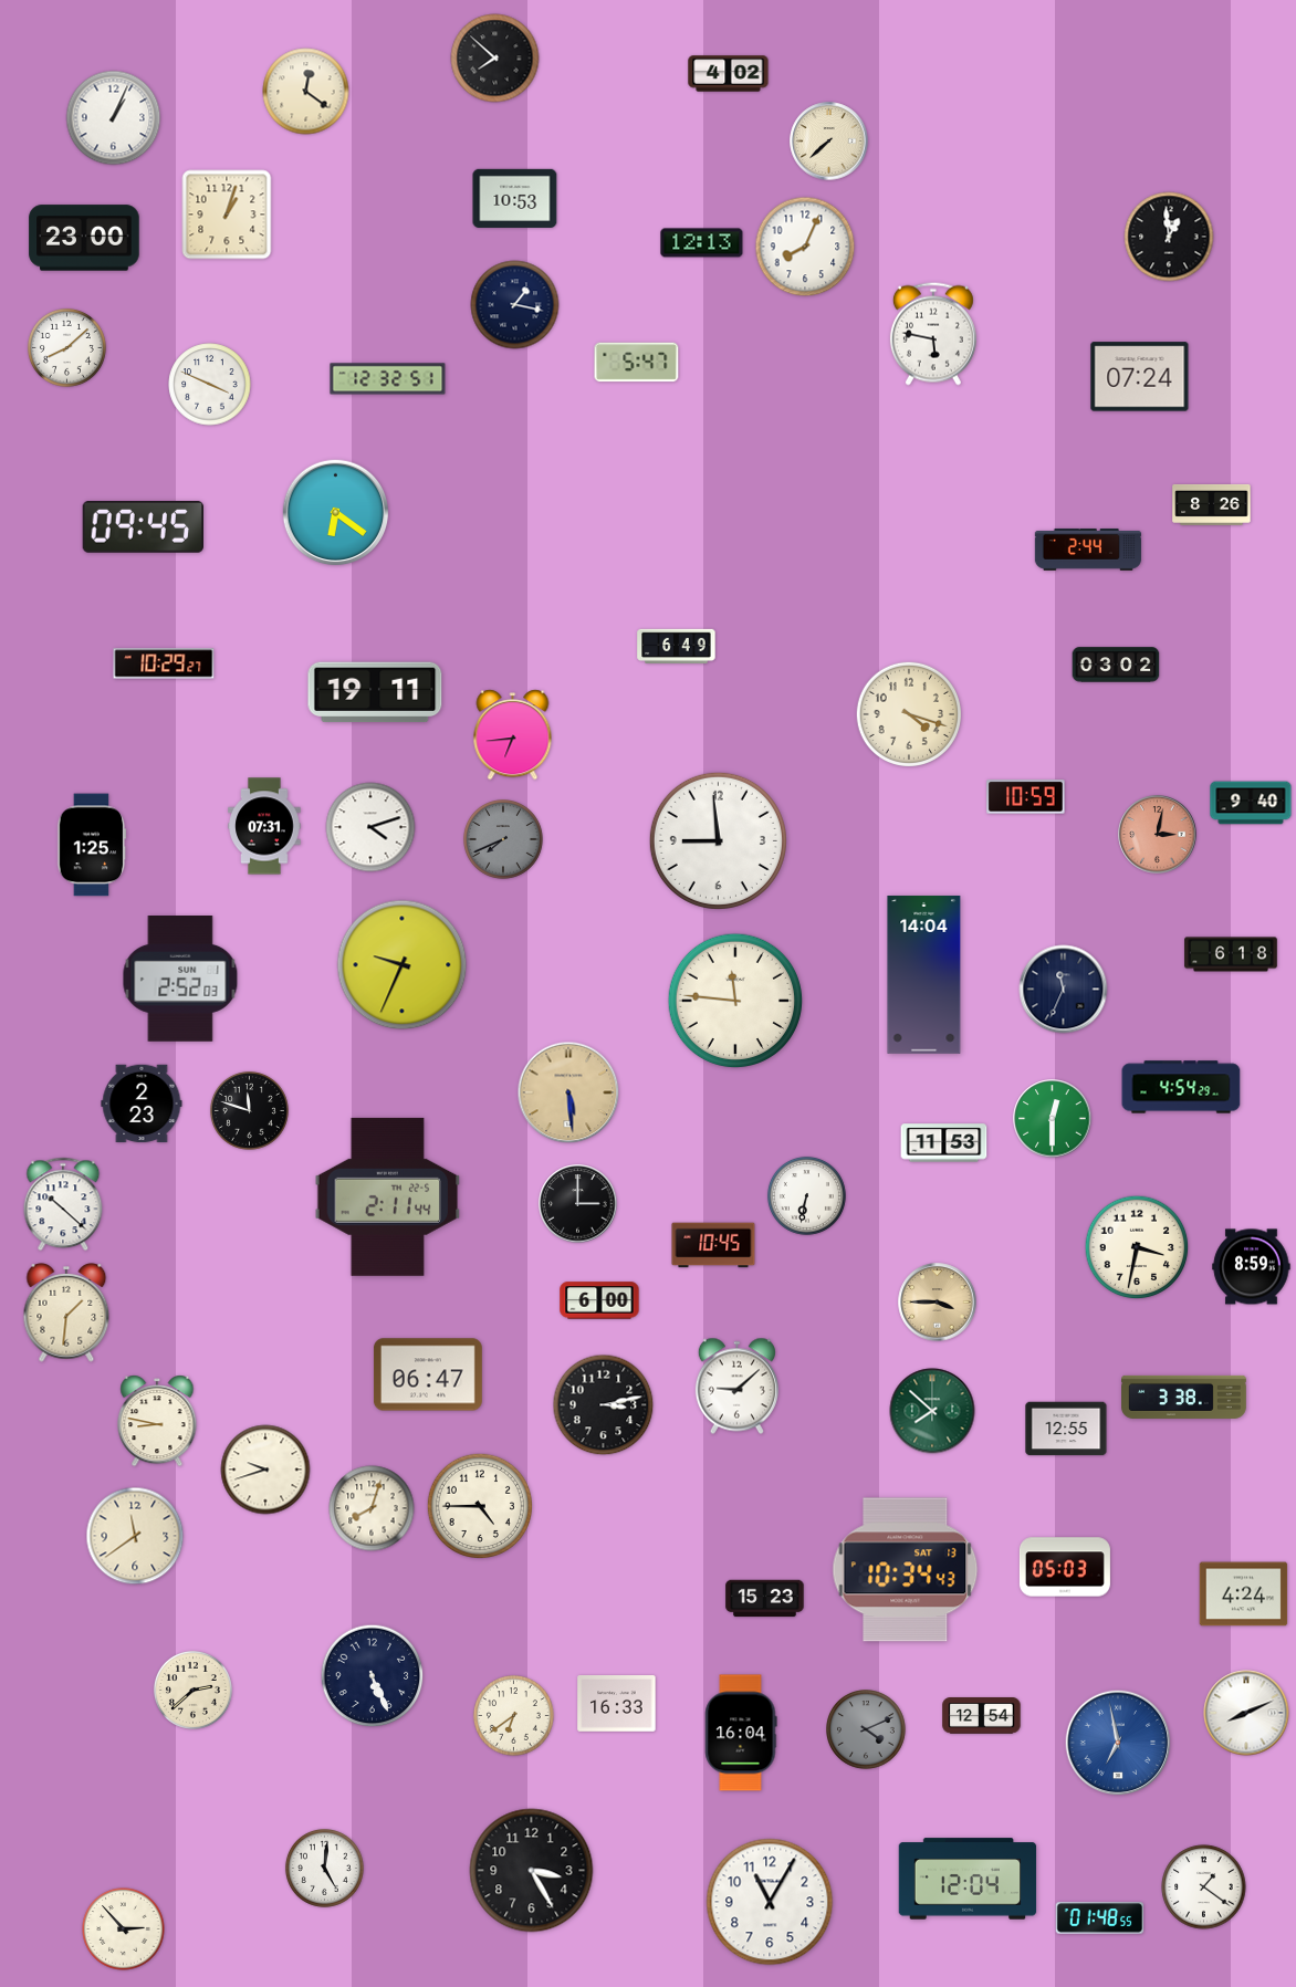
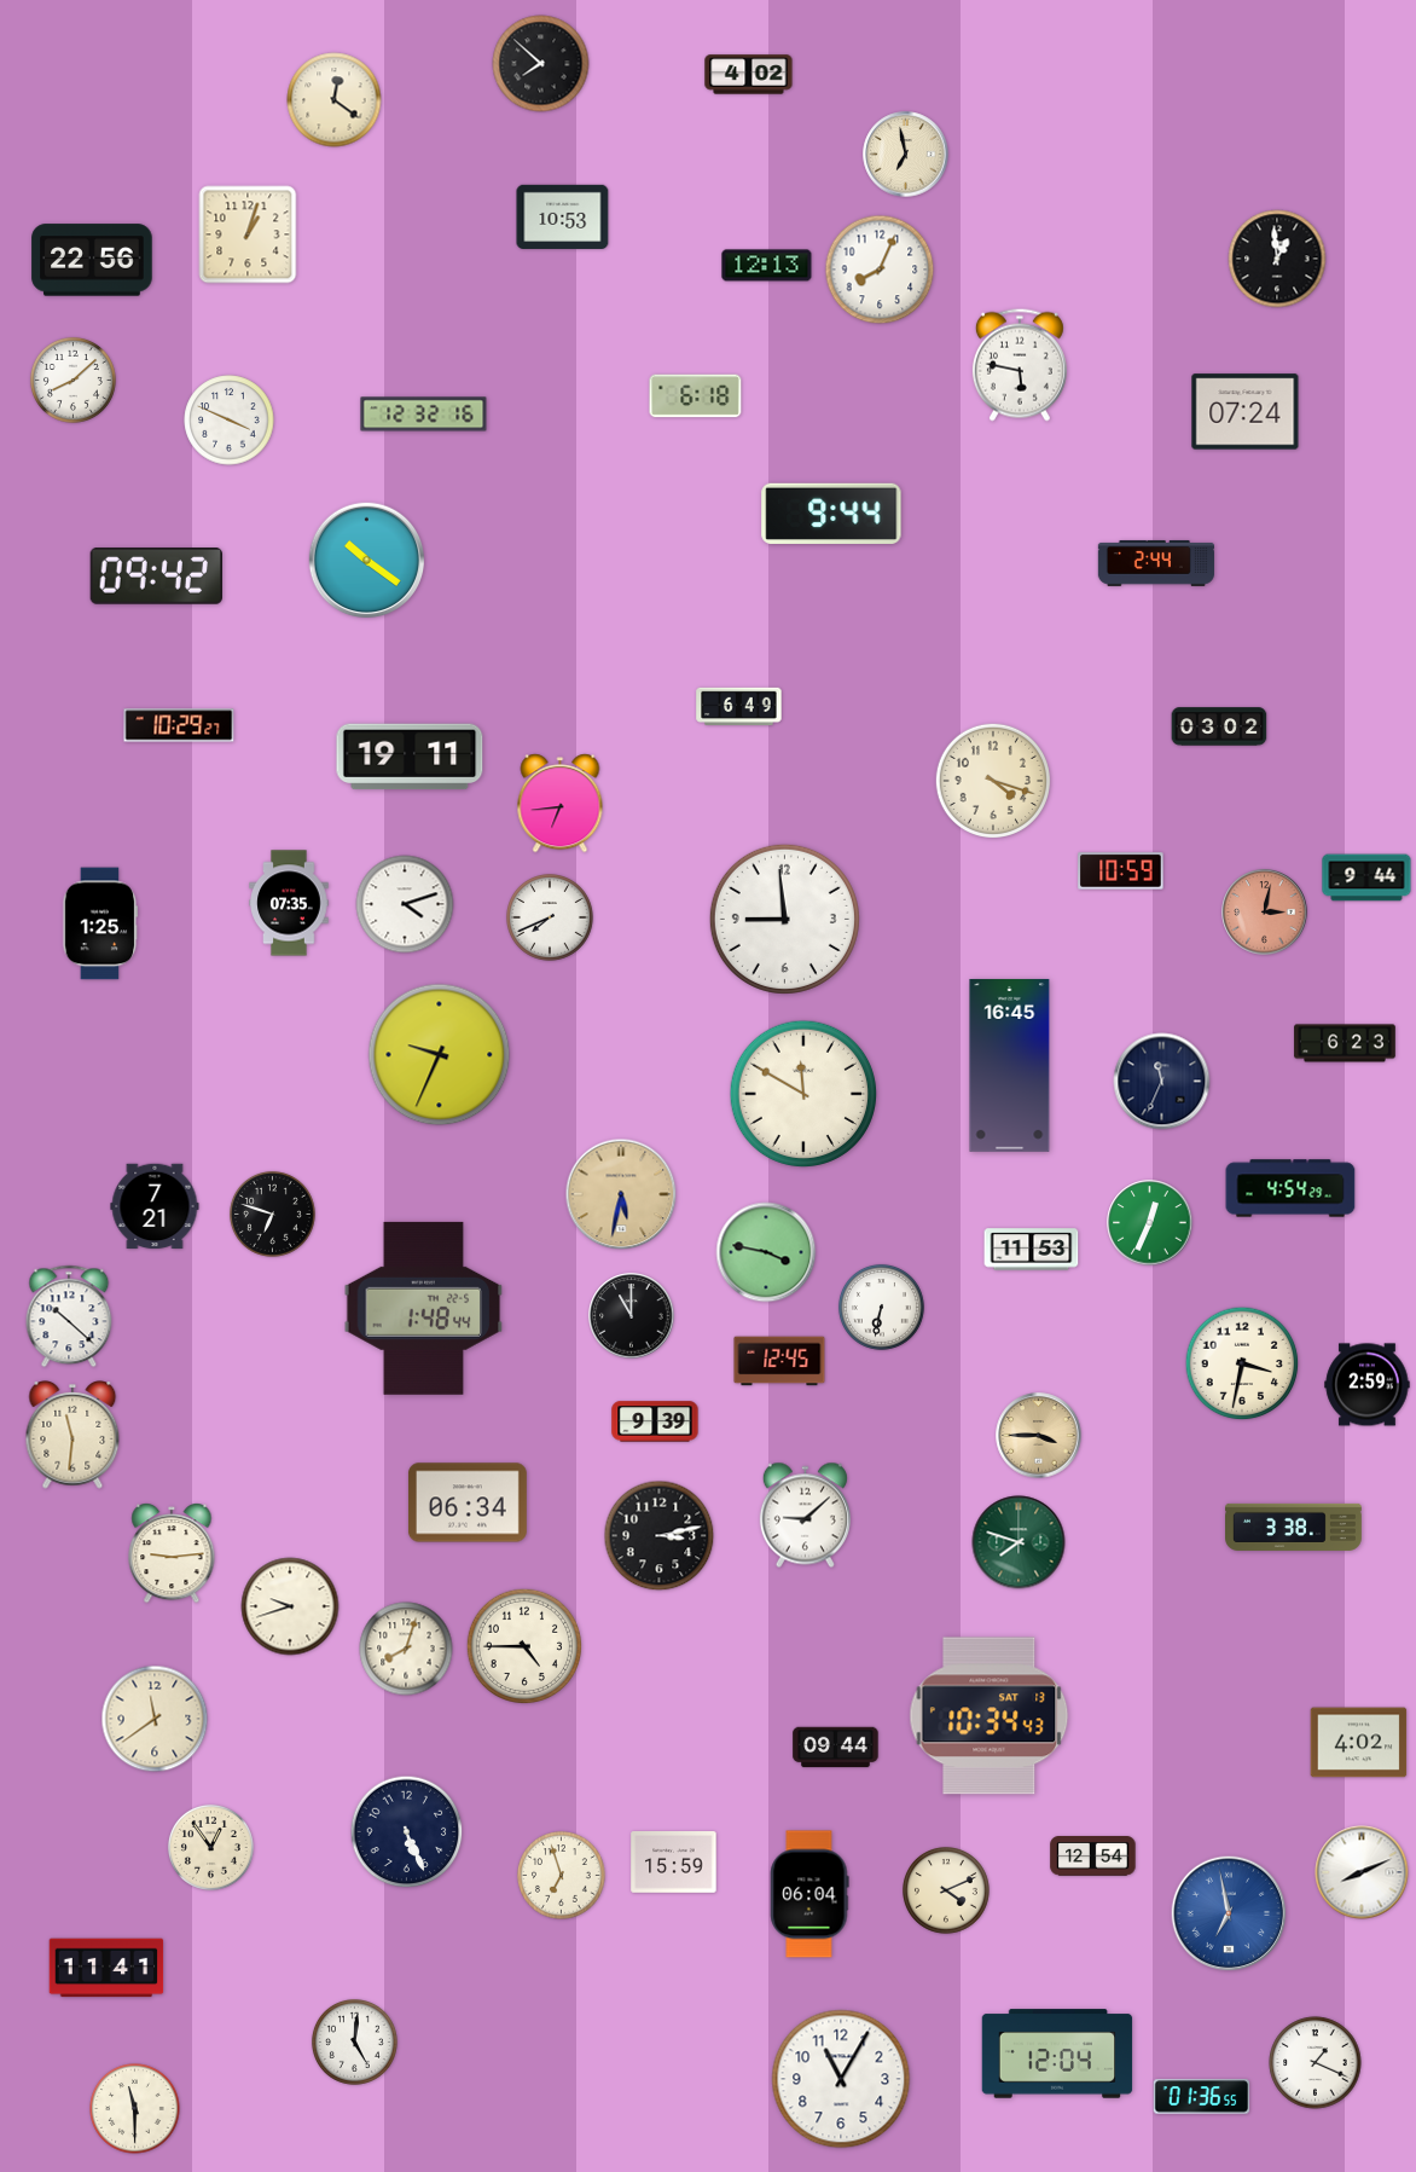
clock at (729, 74) position: (729, 74) -> (749, 75)
clock at (114, 118): 1:04 -> none
clock at (829, 142): 7:38 -> 6:58
clock at (84, 238): 23:00 -> 22:56
clock at (515, 305): 1:17 -> none
clock at (637, 363): 5:47 -> 6:18
clock at (388, 379): 12:32:51 -> 12:32:16
clock at (831, 514): none -> 9:44
clock at (1212, 504): 8:26 -> none
clock at (336, 513): 6:21 -> 10:21
clock at (143, 527): 09:45 -> 09:42
clock at (1088, 550) position: (1088, 550) -> (1156, 563)
clock at (1251, 803): 9:40 -> 9:44
clock at (264, 826): 07:31 -> 07:35
clock at (504, 840) dial: grey -> white
clock at (1231, 954): 6:18 -> 6:23
clock at (924, 974): 14:04 -> 16:45
clock at (180, 980): 2:52 -> none
clock at (735, 1001): 11:46 -> 11:50
clock at (568, 1092): 5:29 -> 5:32
clock at (142, 1104): 2:23 -> 7:21
clock at (249, 1110): 11:48 -> 6:48
clock at (1053, 1119): 12:30 -> 12:34
clock at (766, 1252): none -> 3:47
clock at (388, 1196): 2:11 -> 1:48
clock at (578, 1204): 3:00 -> 11:00
clock at (713, 1245): 10:45 -> 12:45
clock at (1252, 1267): 8:59 -> 2:59
clock at (599, 1300): 6:00 -> 9:39
clock at (938, 1303) position: (938, 1303) -> (1039, 1436)
clock at (66, 1314): 1:31 -> 11:31
clock at (428, 1374): 06:47 -> 06:34
clock at (932, 1411): 7:52 -> 7:48
clock at (157, 1422): 8:47 -> 9:14
clock at (1066, 1429): 12:55 -> none
clock at (135, 1536) position: (135, 1536) -> (155, 1719)
clock at (1065, 1567): 05:03 -> none
clock at (1244, 1594): 4:24 -> 4:02
clock at (765, 1599): 15:23 -> 09:44
clock at (192, 1690): 2:38 -> 12:54
clock at (617, 1704): 16:33 -> 15:59
clock at (514, 1716): 6:39 -> 6:57
clock at (982, 1716) position: (982, 1716) -> (1093, 1857)
clock at (867, 1730) dial: grey -> cream
clock at (741, 1733): 16:04 -> 06:04
clock at (1118, 1743) position: (1118, 1743) -> (1229, 1913)
clock at (106, 1968): none -> 11:41
clock at (532, 1871): 3:25 -> none
clock at (1204, 1887): 1:21 -> 1:19
clock at (1100, 1918): 01:48 -> 01:36
clock at (124, 1930): 2:53 -> 11:30
